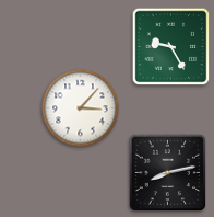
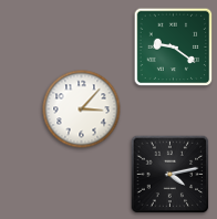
clock at (171, 47): 9:25 -> 9:21
clock at (168, 173): 8:13 -> 4:13
